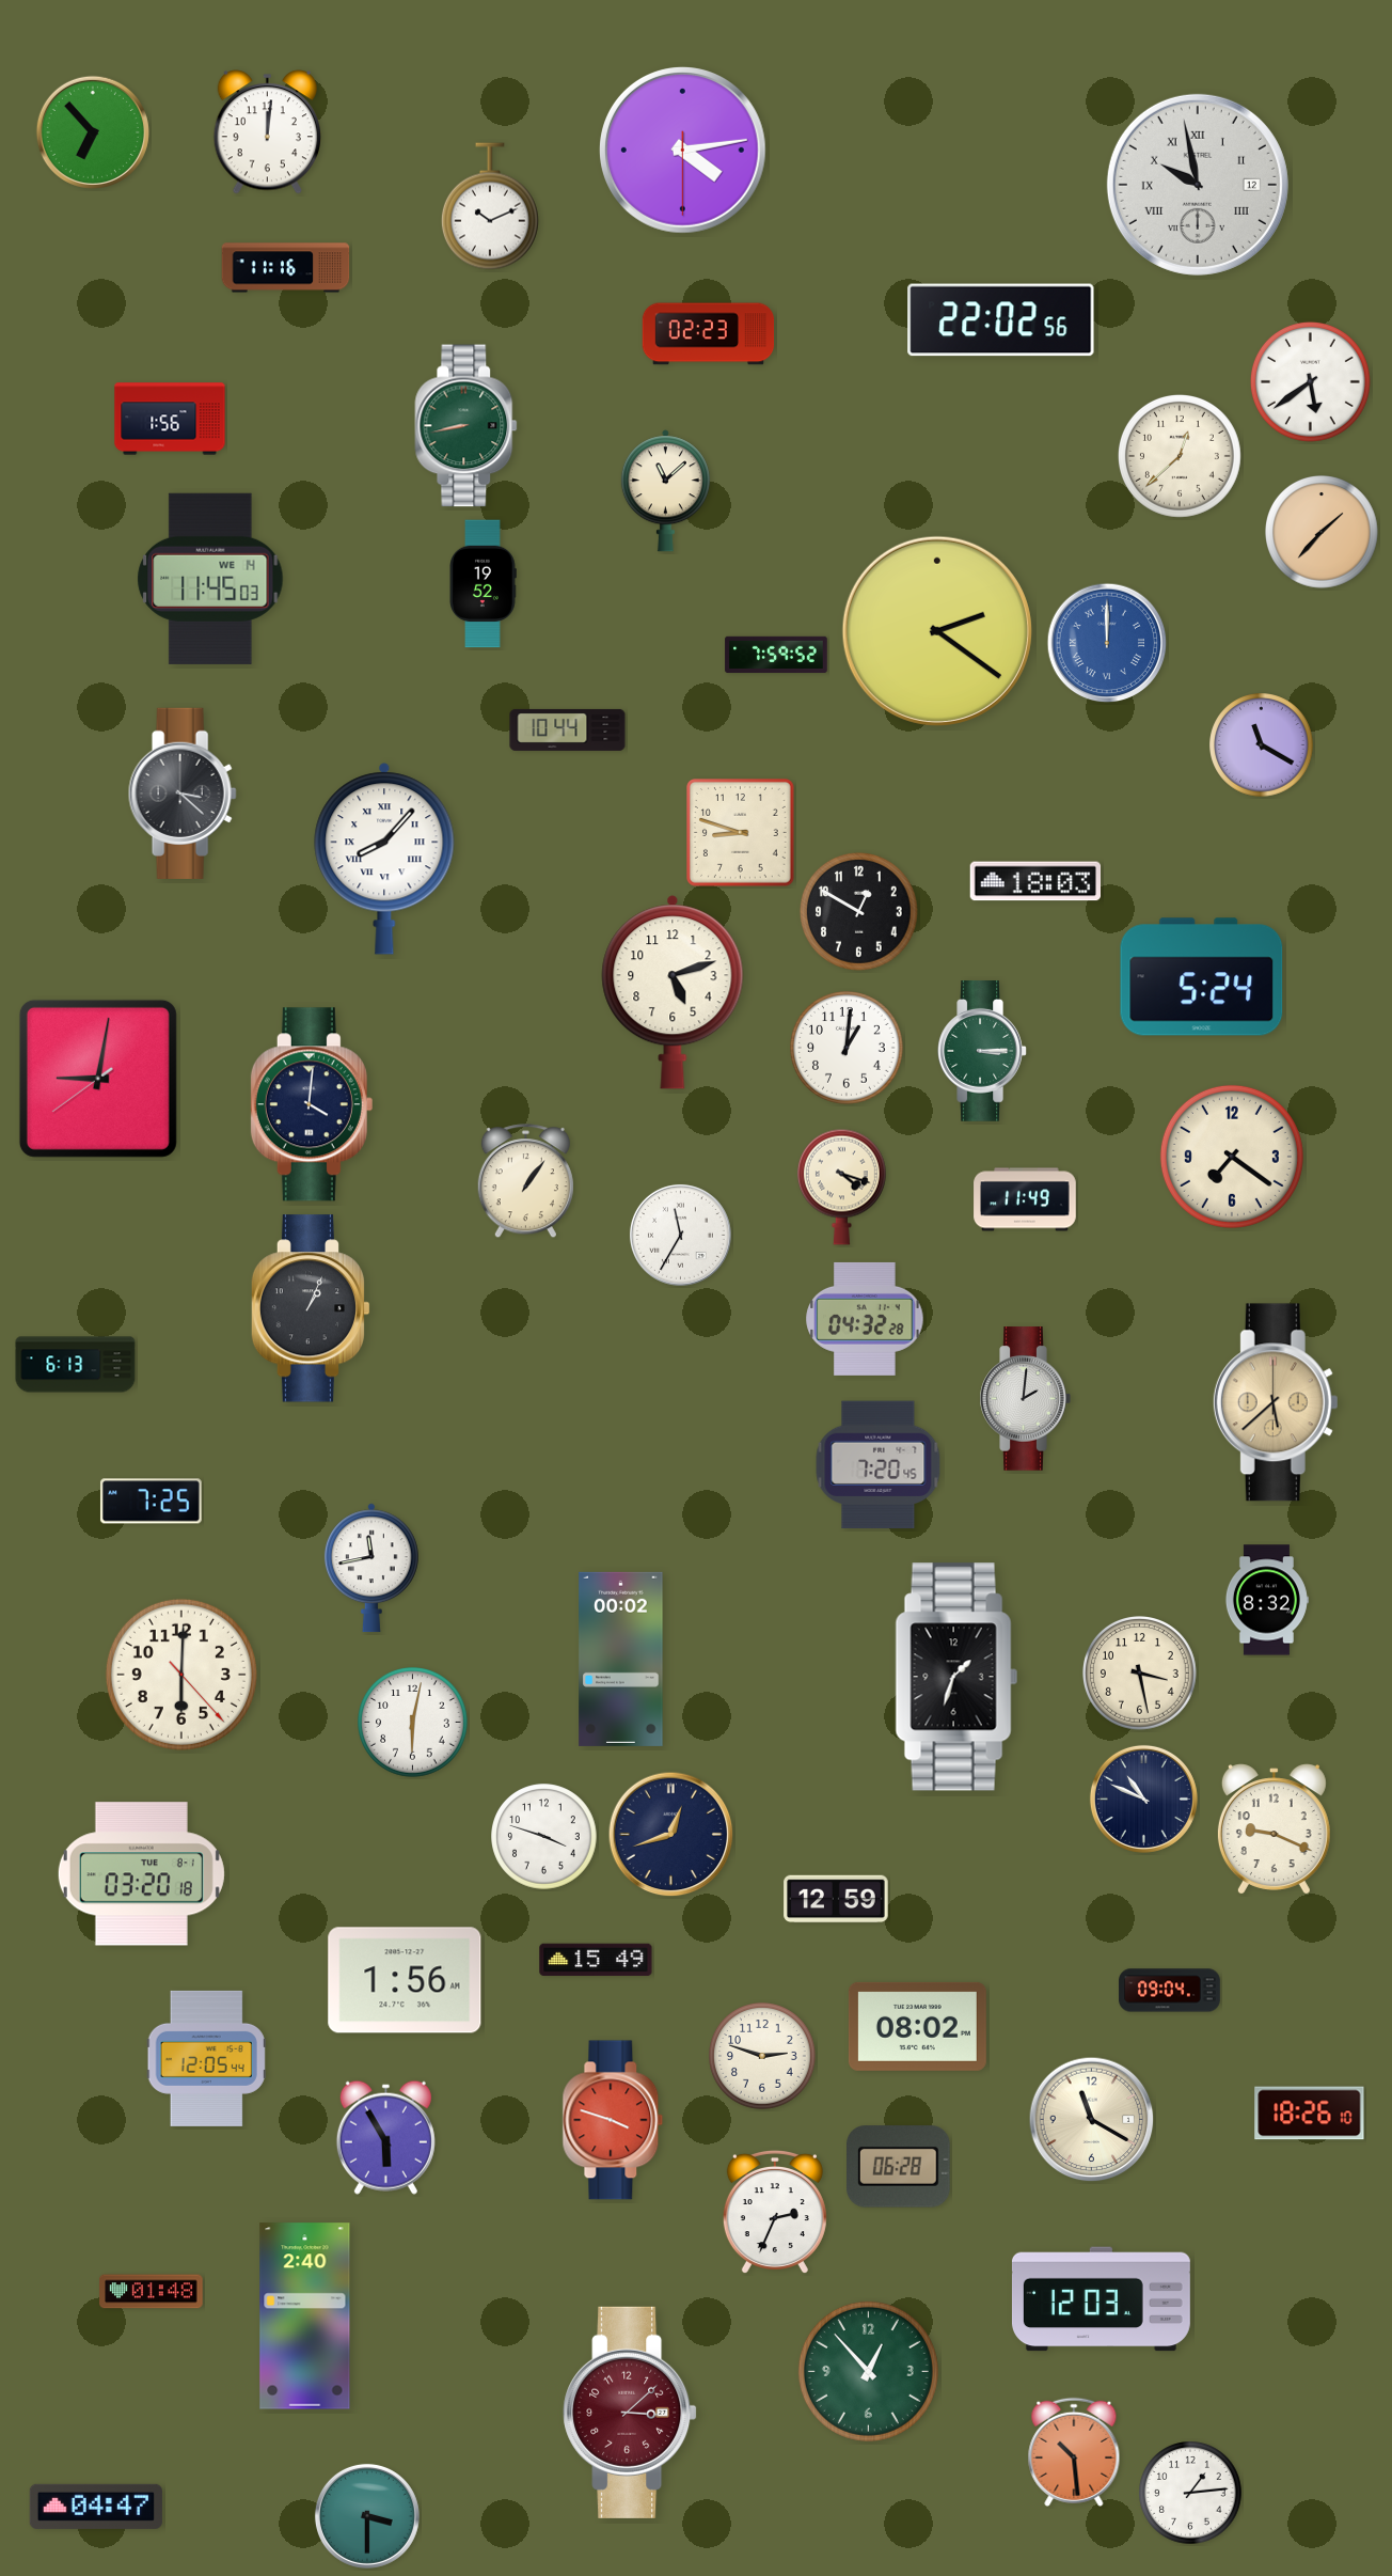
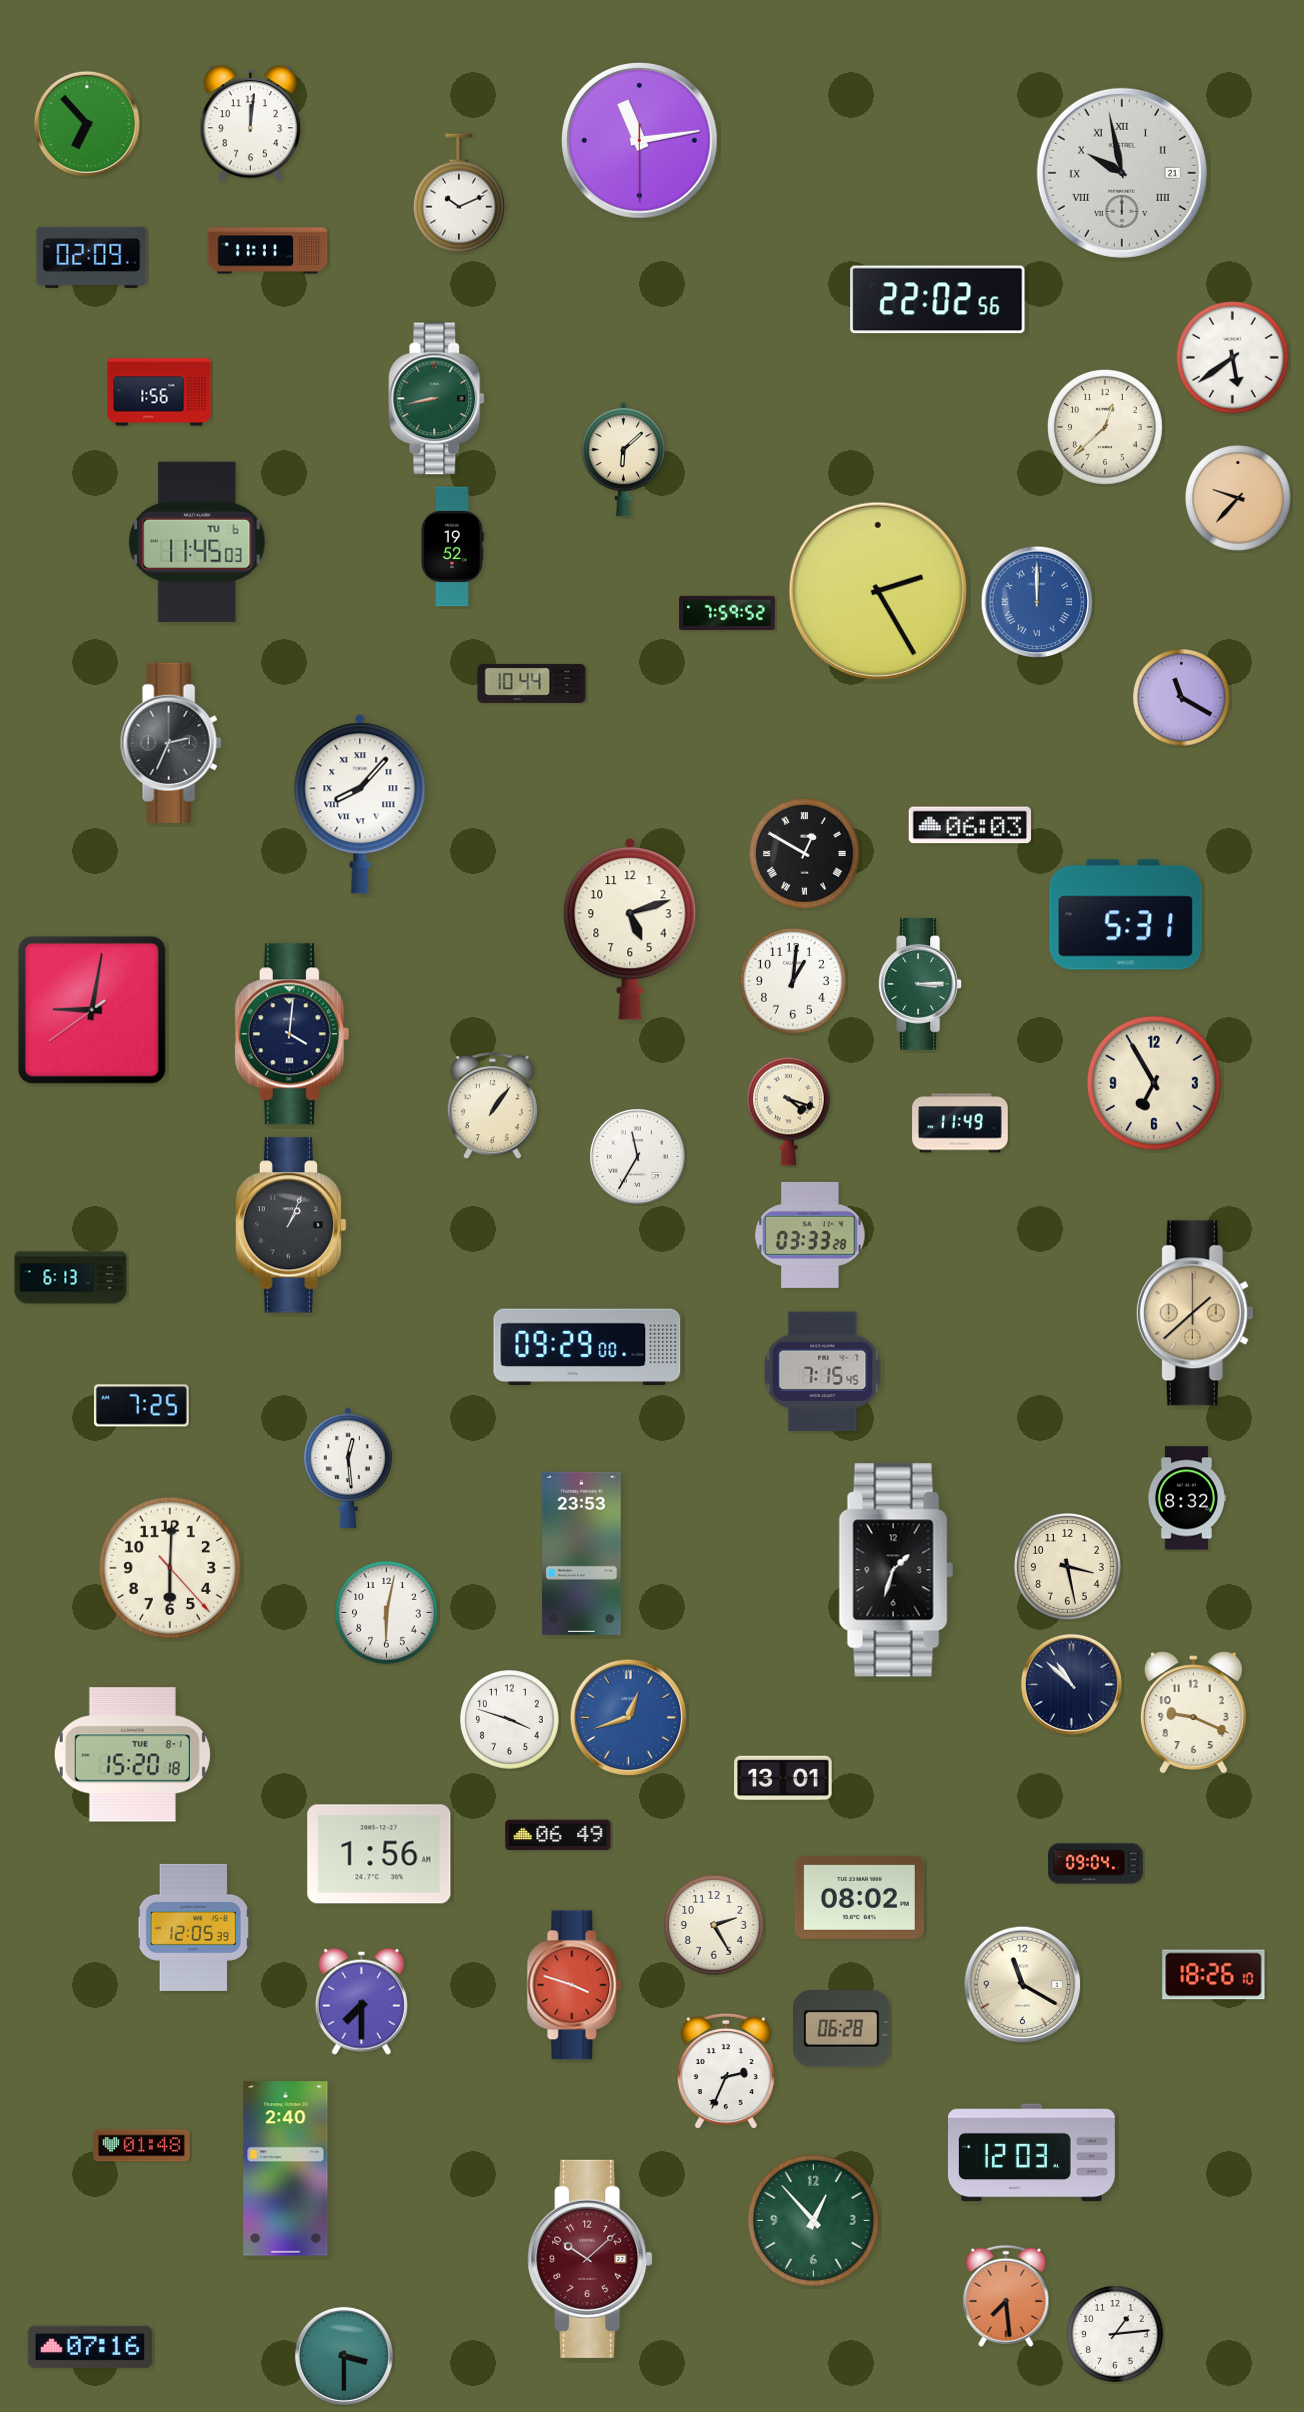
clock at (683, 151): 4:13 -> 11:13
clock at (1198, 185) date: 12 -> 21
clock at (286, 268): 11:16 -> 11:11
clock at (92, 257): none -> 02:09
clock at (709, 334): 02:23 -> none
clock at (1310, 381) position: (1310, 381) -> (1232, 357)
clock at (665, 491): 11:08 -> 6:08
clock at (1323, 533): 1:37 -> 9:37
clock at (210, 579) date: WE 14 -> TU 6
clock at (937, 631): 2:21 -> 2:25
clock at (183, 794): 3:22 -> 2:34
clock at (741, 833): 8:48 -> none
clock at (1034, 881): 18:03 -> 06:03
clock at (858, 911) numerals: Arabic -> Roman
clock at (1202, 977): 5:24 -> 5:31
clock at (1232, 1157): 7:21 -> 6:55
clock at (865, 1319): 04:32 -> 03:33
clock at (1025, 1399): 2:01 -> none
clock at (1276, 1402): 5:38 -> 1:38
clock at (587, 1347): none -> 09:29
clock at (879, 1465): 7:20 -> 7:15
clock at (371, 1568): 11:43 -> 12:29
clock at (621, 1659): 00:02 -> 23:53
clock at (1143, 1799): 10:49 -> 10:52
clock at (671, 1835) dial: navy -> blue
clock at (141, 1874): 03:20 -> 15:20
clock at (836, 1899): 12:59 -> 13:01
clock at (596, 1960): 15:49 -> 06:49
clock at (762, 2056): 2:48 -> 2:25
clock at (206, 2058): 12:05:44 -> 12:05:39
clock at (1310, 2114) position: (1310, 2114) -> (1214, 1975)
clock at (385, 2137): 5:55 -> 7:30
clock at (630, 2413): 3:08 -> 10:08
clock at (1074, 2452): 10:29 -> 7:29
clock at (96, 2507): 04:47 -> 07:16
